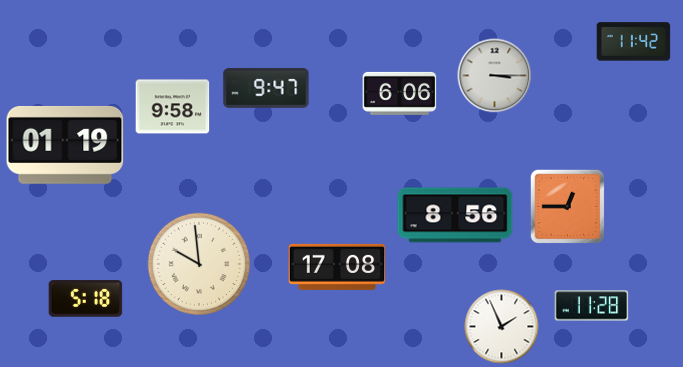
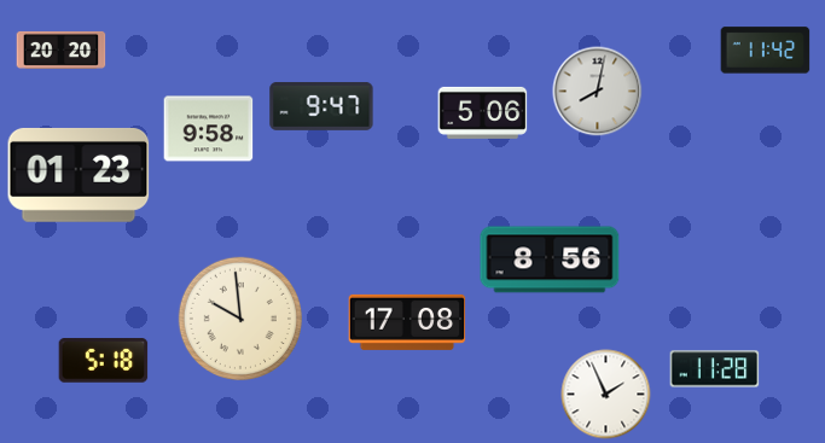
clock at (62, 49): none -> 20:20
clock at (495, 76): 3:15 -> 8:02
clock at (400, 93): 6:06 -> 5:06
clock at (65, 145): 01:19 -> 01:23
clock at (568, 207): 12:45 -> none
